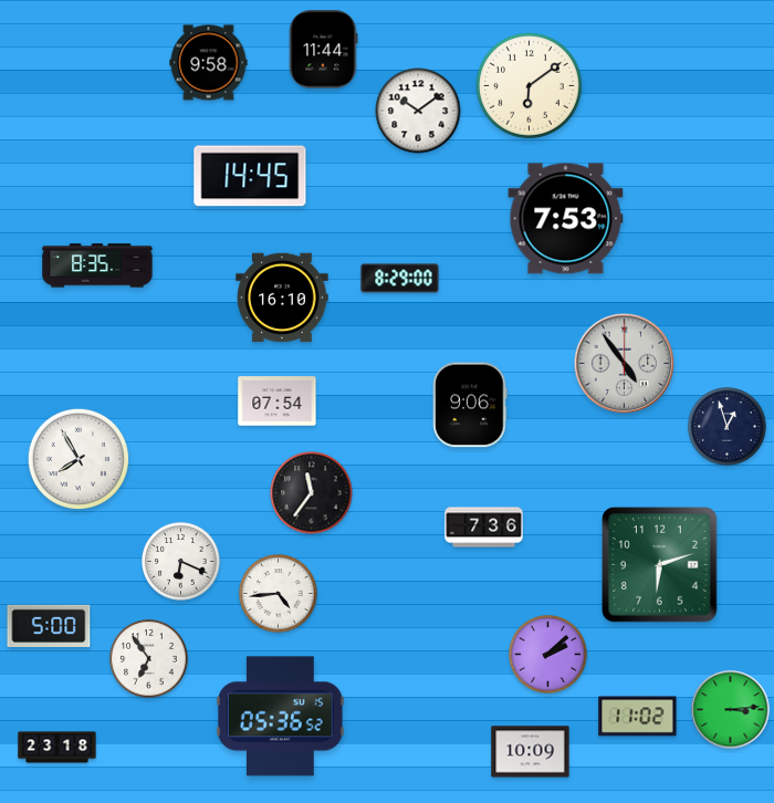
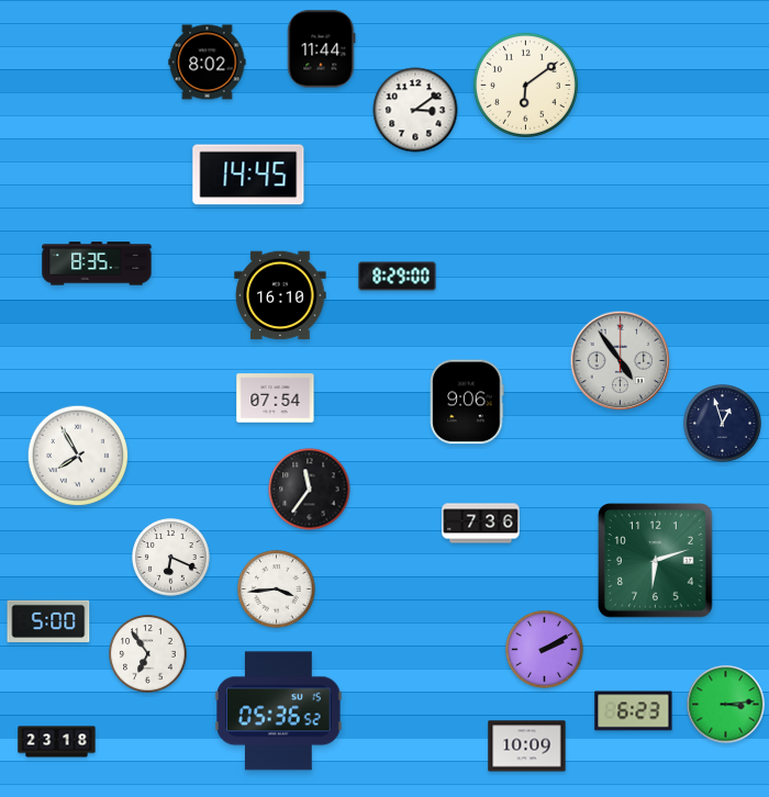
clock at (209, 63): 9:58 -> 8:02
clock at (418, 111): 10:09 -> 3:09
clock at (566, 219): 7:53 -> none
clock at (181, 562) position: (181, 562) -> (171, 558)
clock at (279, 594): 4:44 -> 3:44
clock at (548, 655): 2:08 -> 2:10
clock at (638, 717): 11:02 -> 6:23
